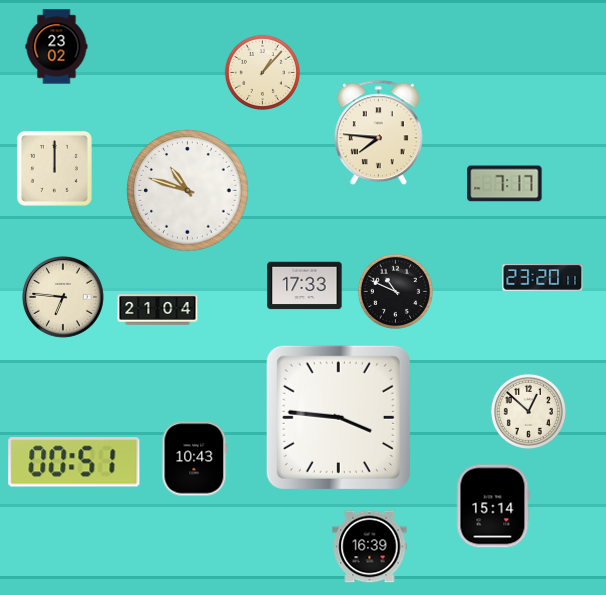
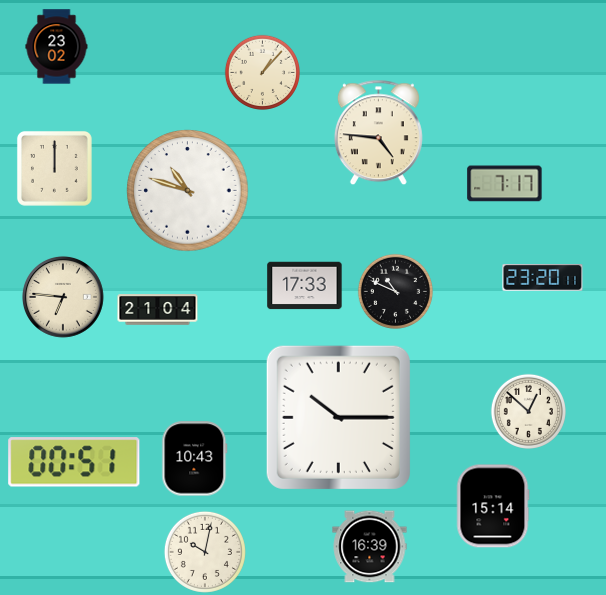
clock at (378, 133): 7:46 -> 4:46
clock at (338, 417): 3:46 -> 10:15
clock at (205, 552): none -> 10:02
